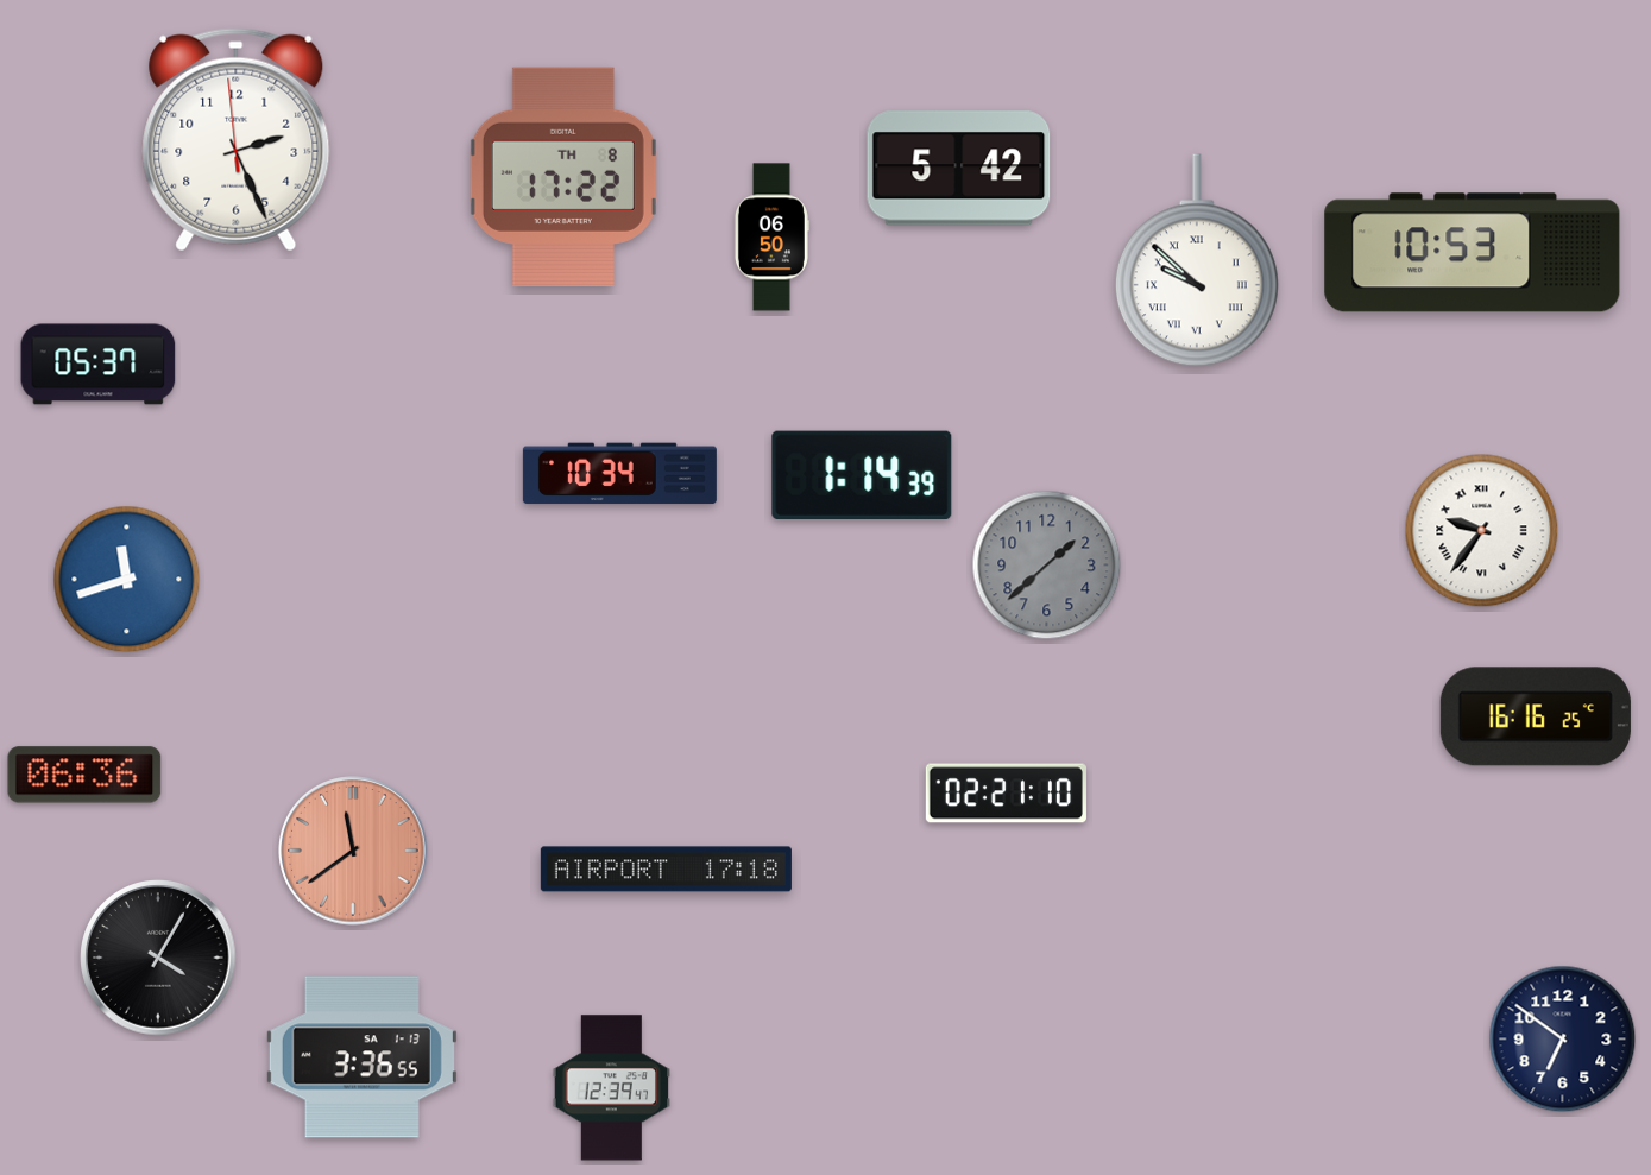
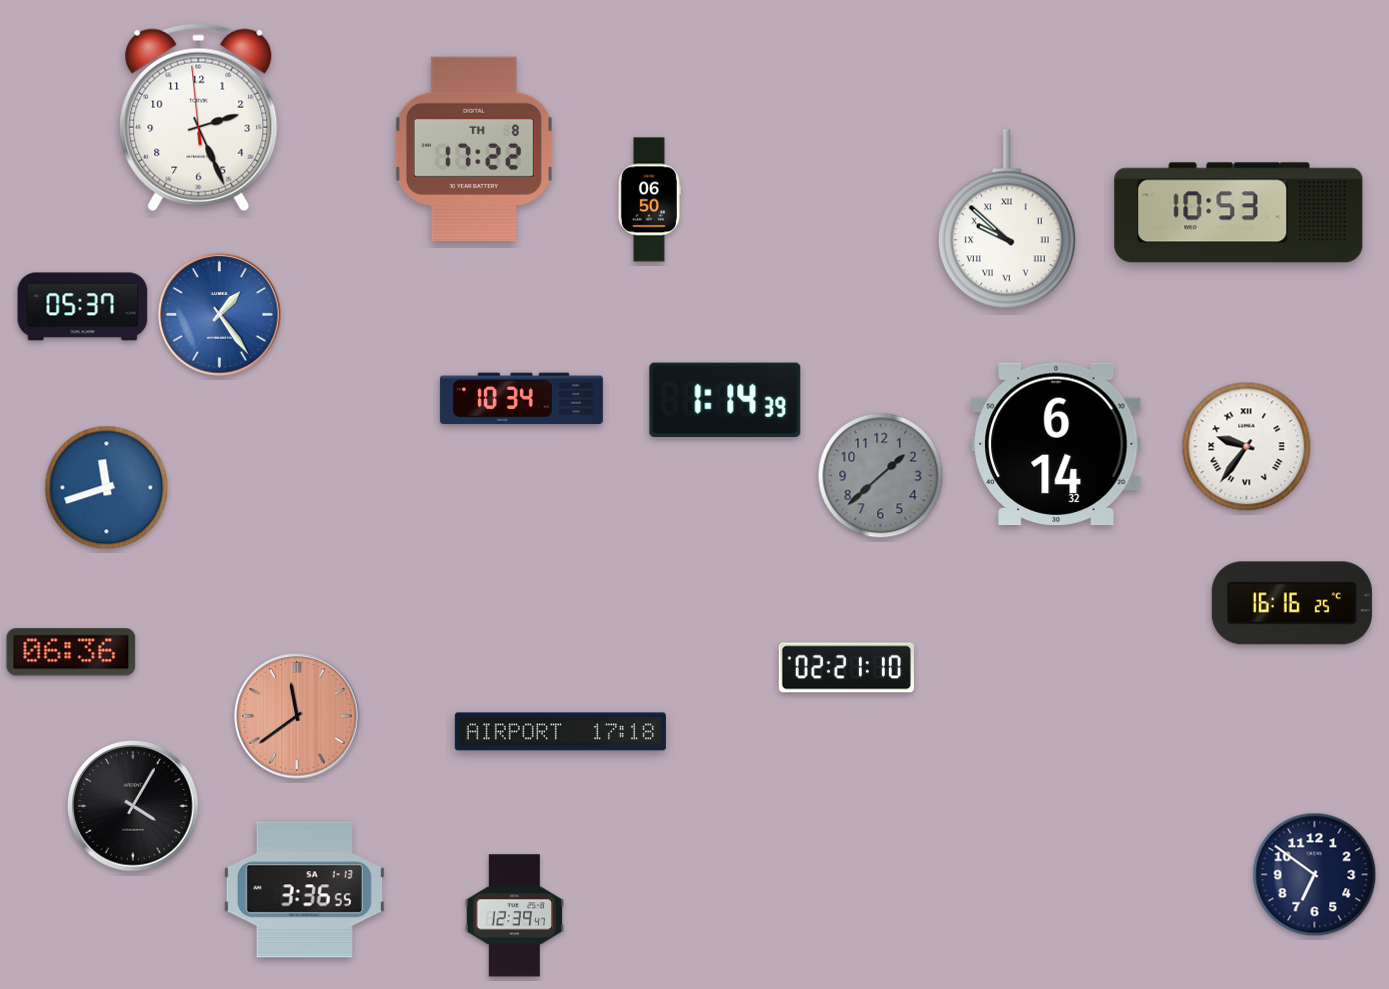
clock at (959, 169): 5:42 -> none
clock at (220, 315): none -> 1:24
clock at (1056, 444): none -> 6:14
